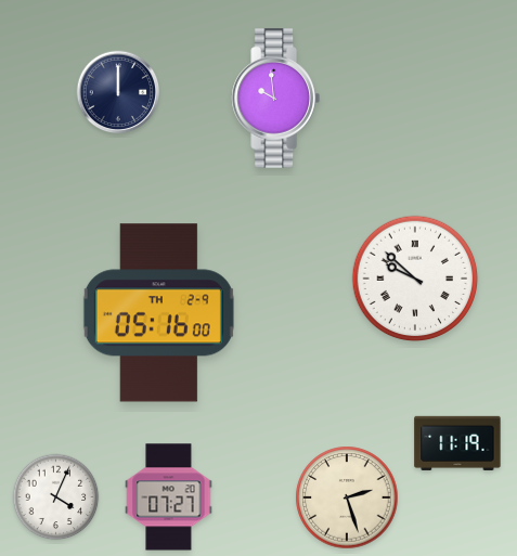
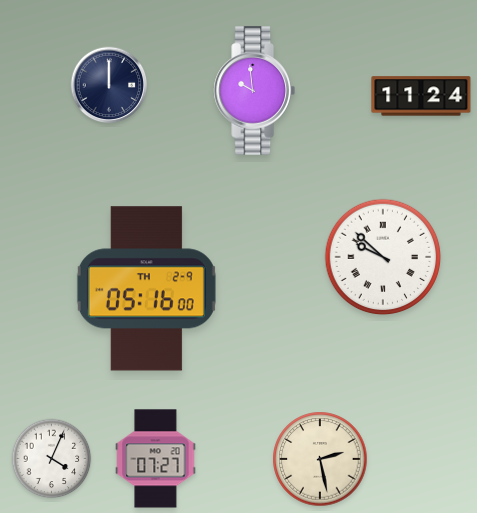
clock at (421, 96): none -> 11:24
clock at (457, 443): 11:19 -> none
clock at (347, 497): 2:27 -> 2:28
